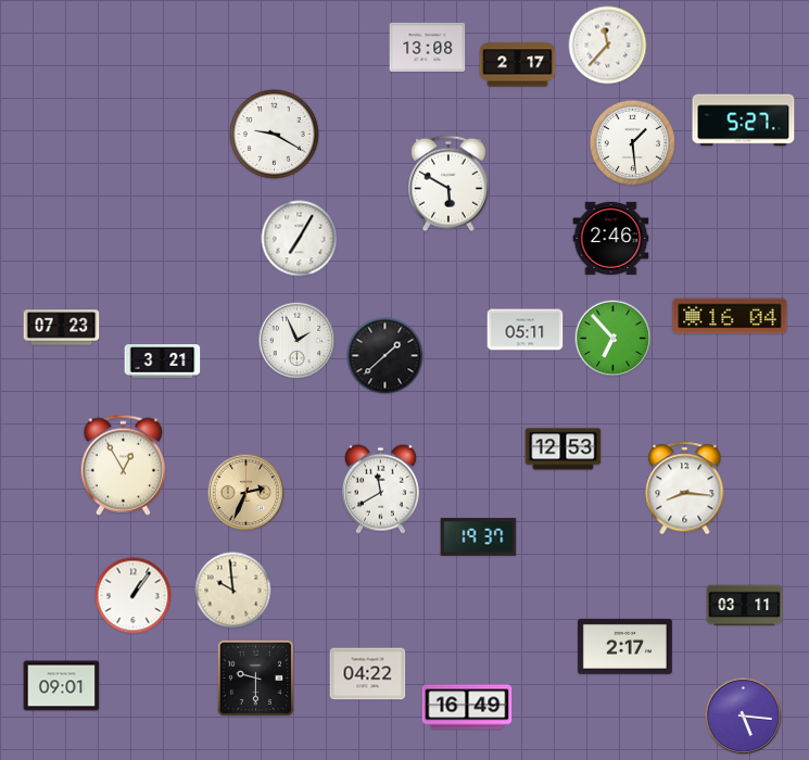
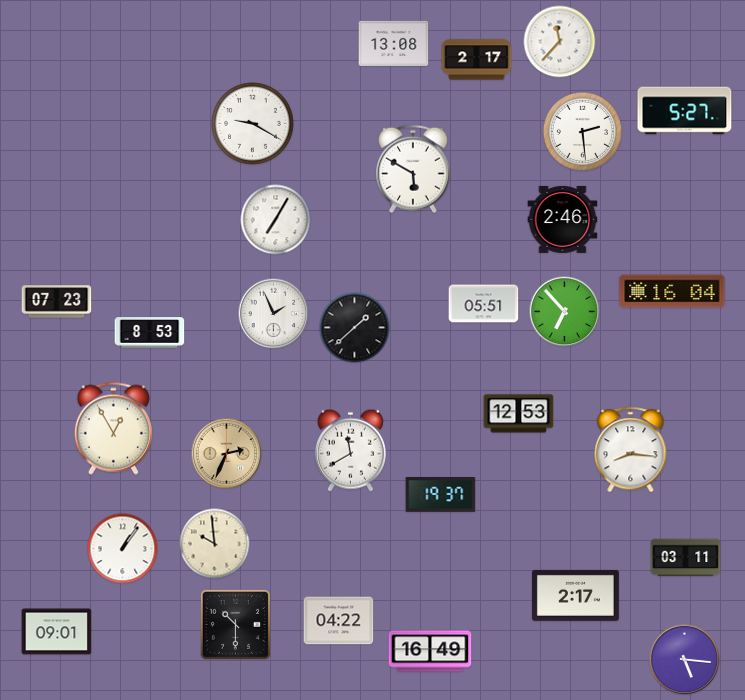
clock at (632, 142): 1:29 -> 2:29
clock at (526, 330): 05:11 -> 05:51
clock at (163, 362): 3:21 -> 8:53
clock at (255, 677): 9:30 -> 10:30
